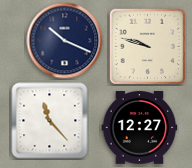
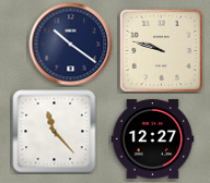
clock at (65, 41): 10:19 -> 10:21
